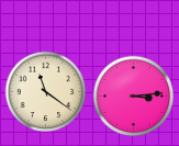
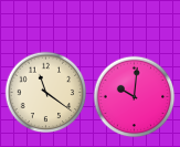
clock at (134, 97): 3:14 -> 10:01
